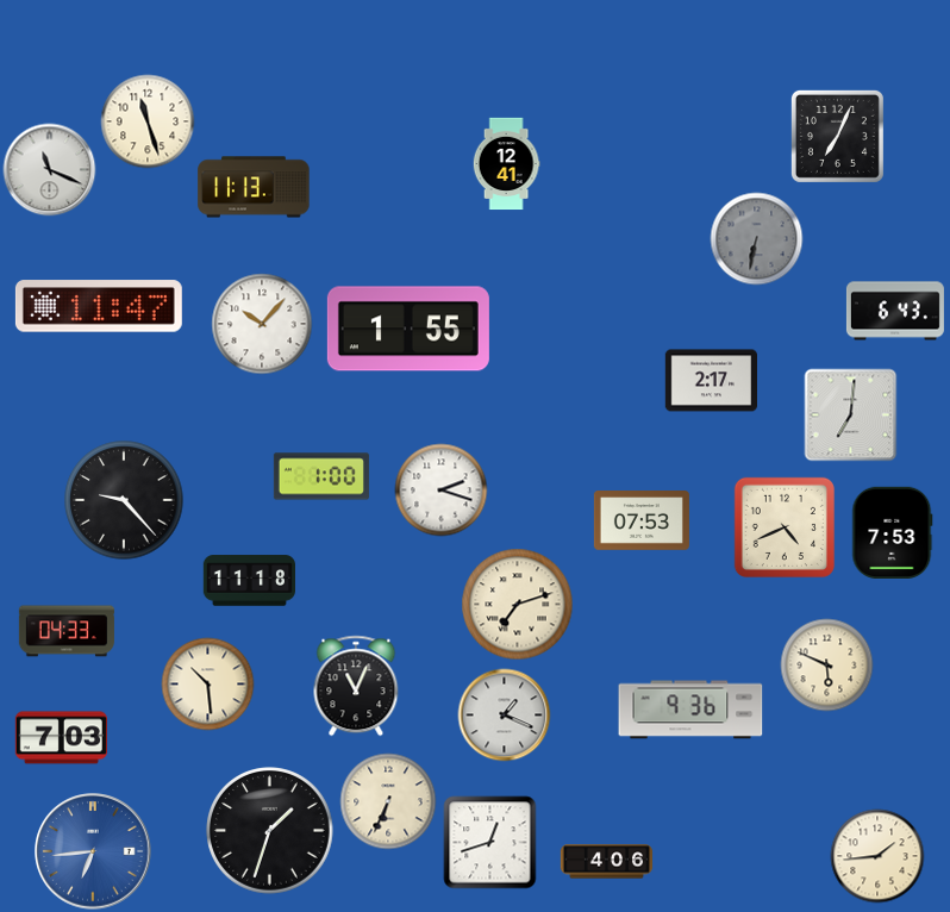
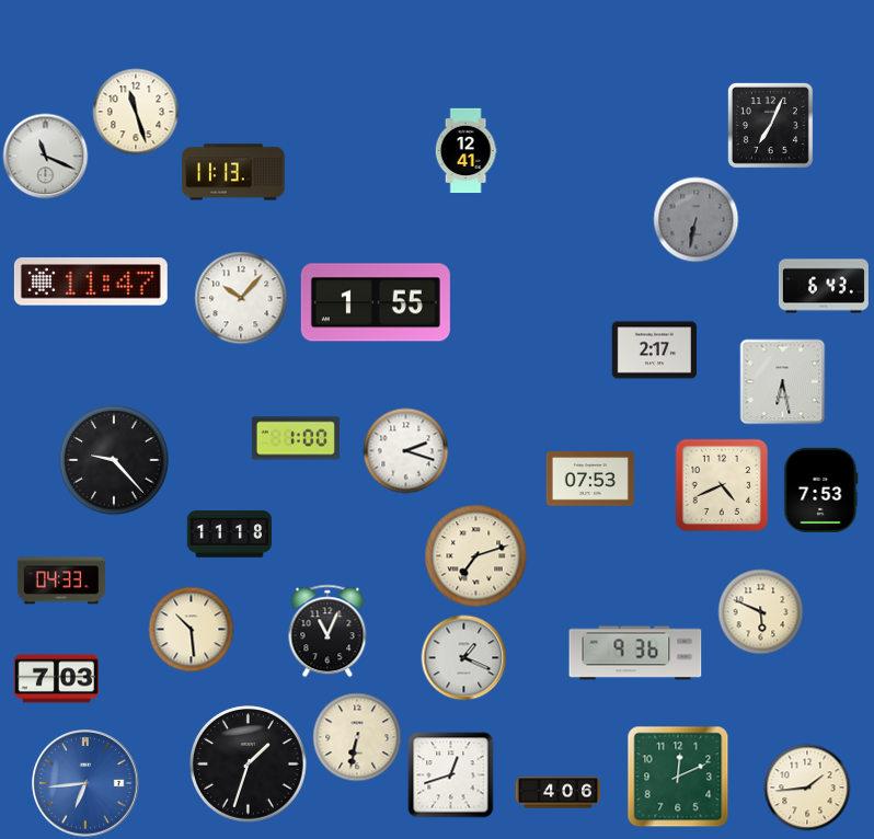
clock at (850, 414): 7:01 -> 6:28
clock at (388, 801): 6:34 -> 6:32
clock at (678, 777): none -> 12:11
